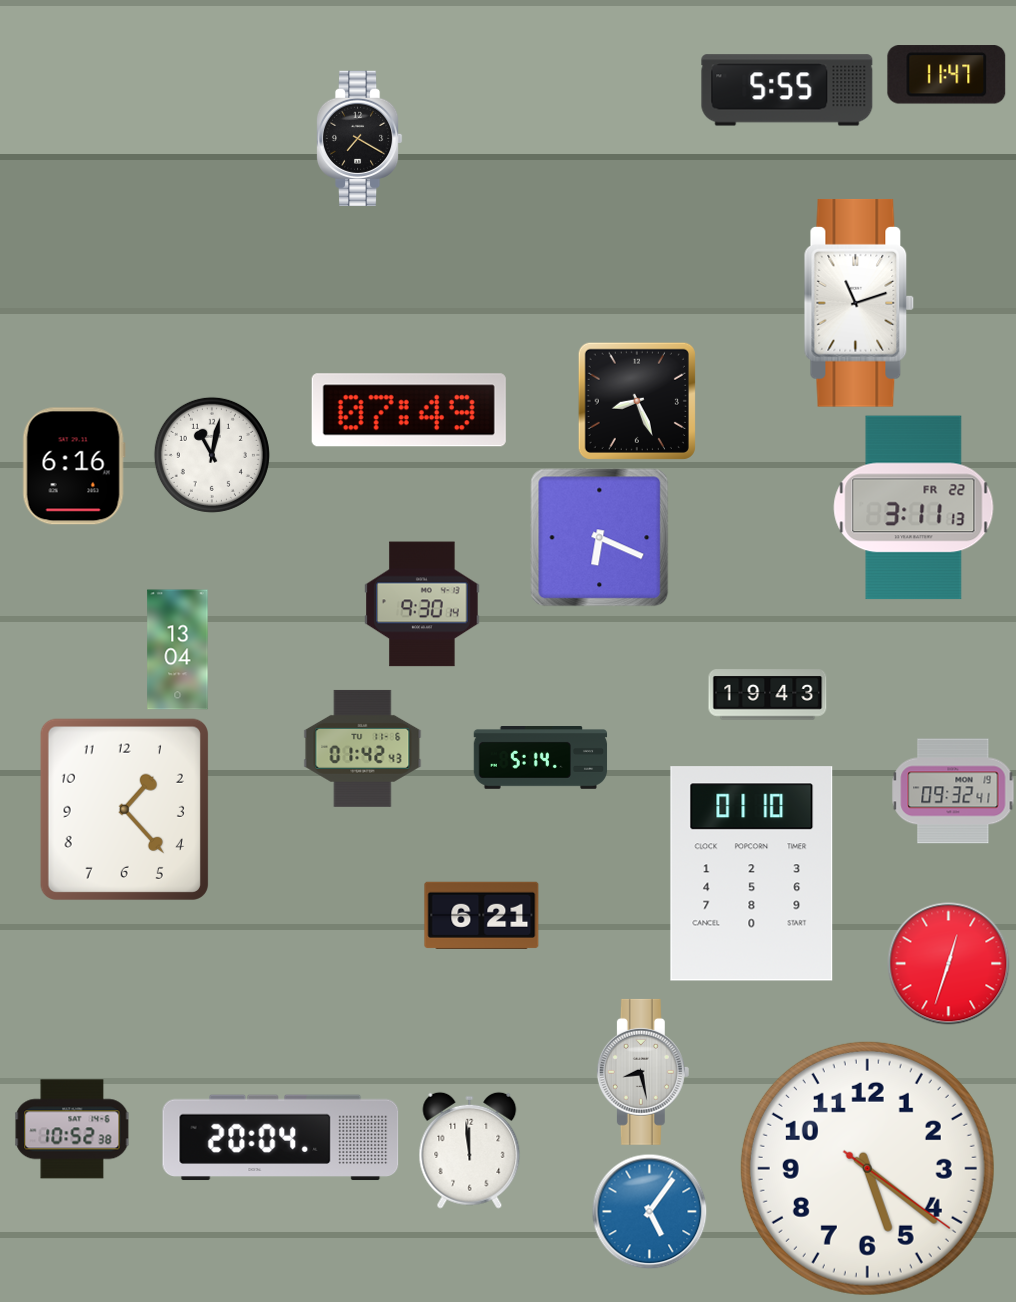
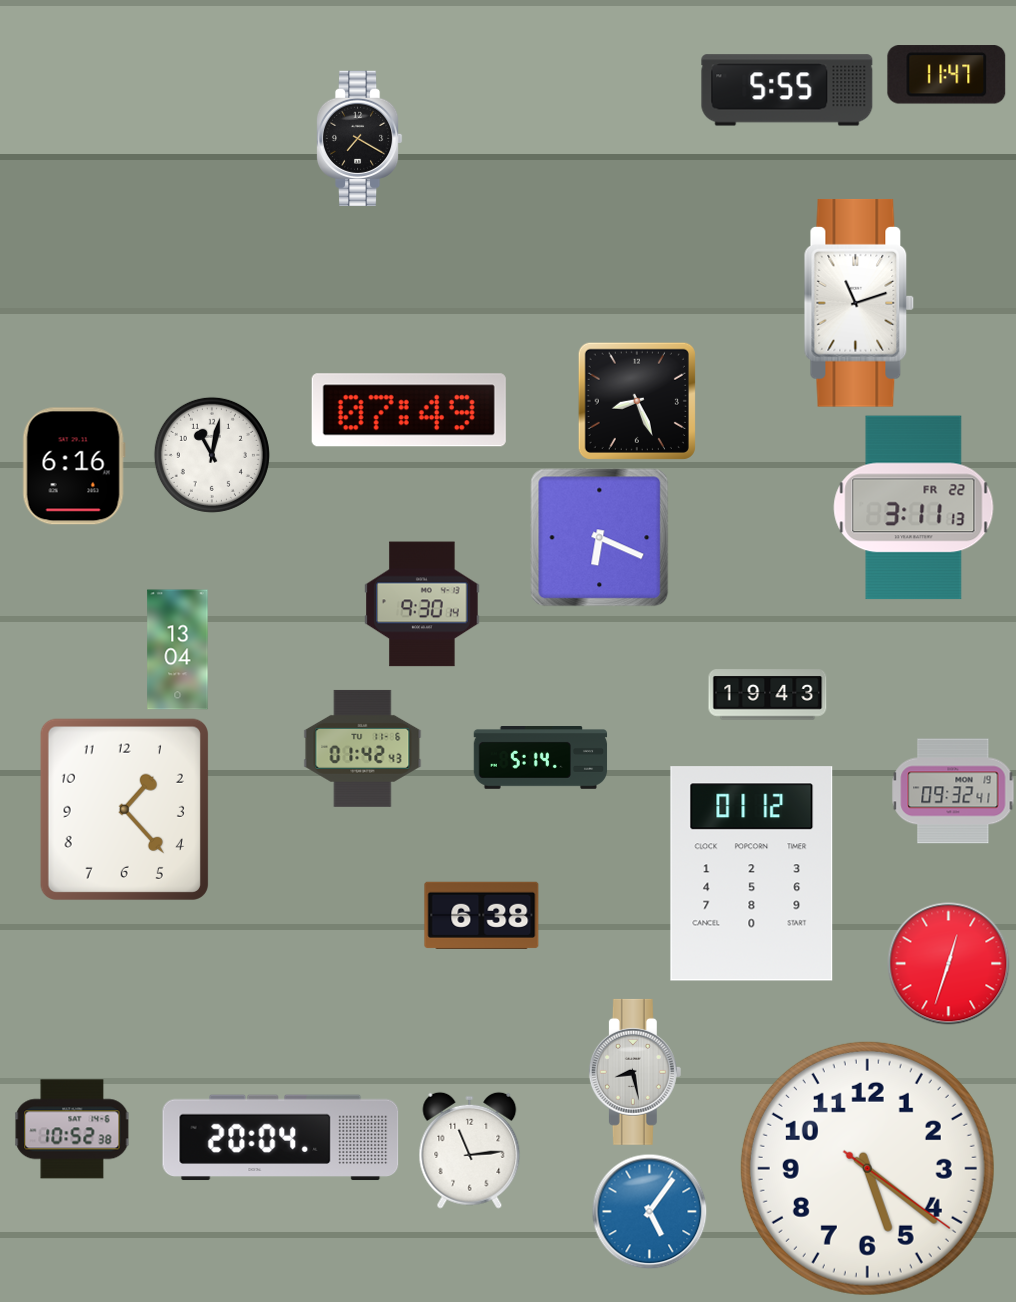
clock at (752, 874): 01:10 -> 01:12
clock at (482, 915): 6:21 -> 6:38
clock at (643, 1072) position: (643, 1072) -> (635, 1072)
clock at (470, 1150): 11:59 -> 11:14
